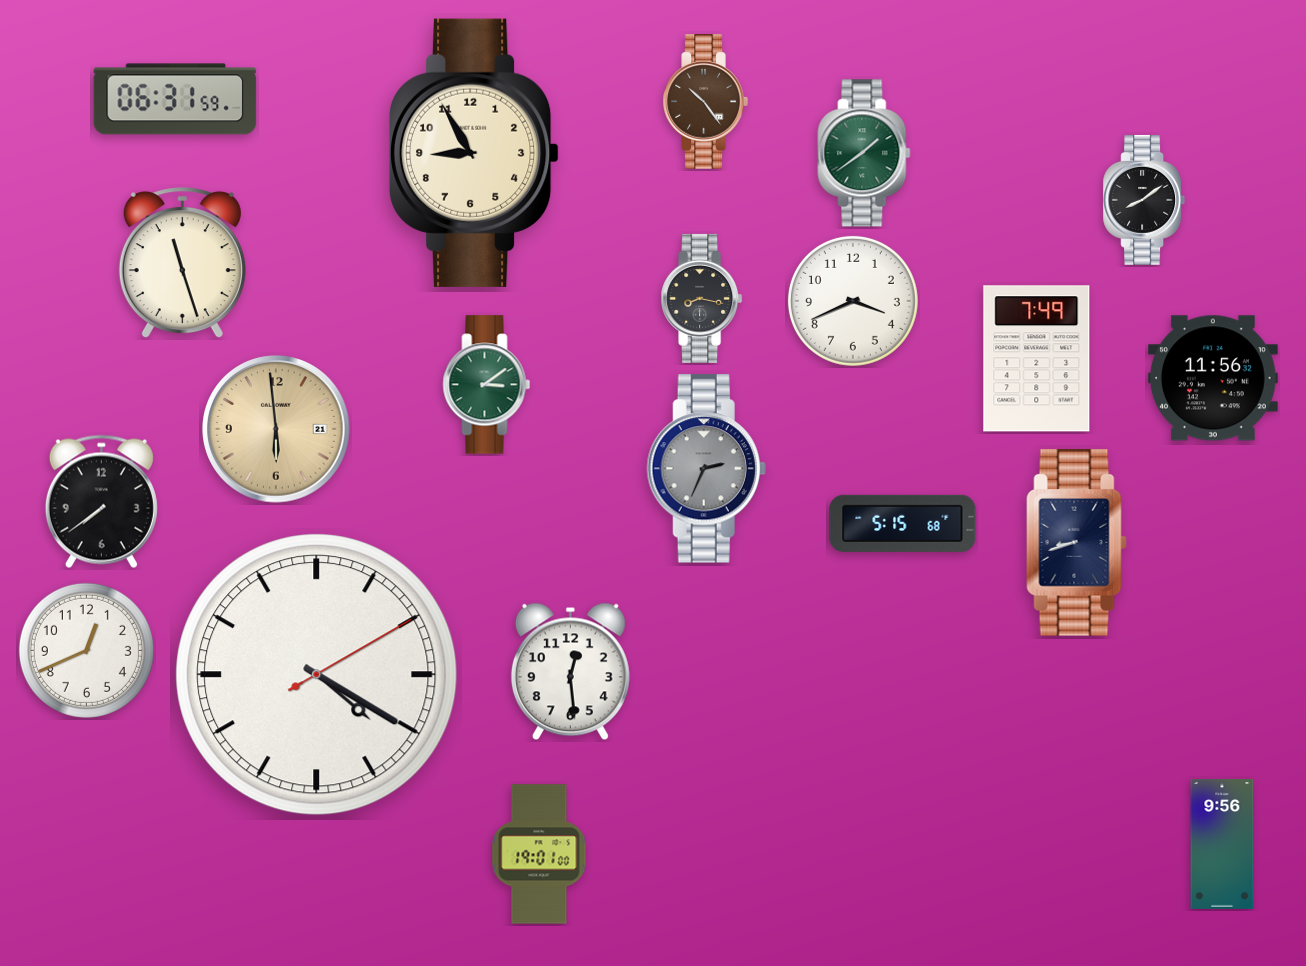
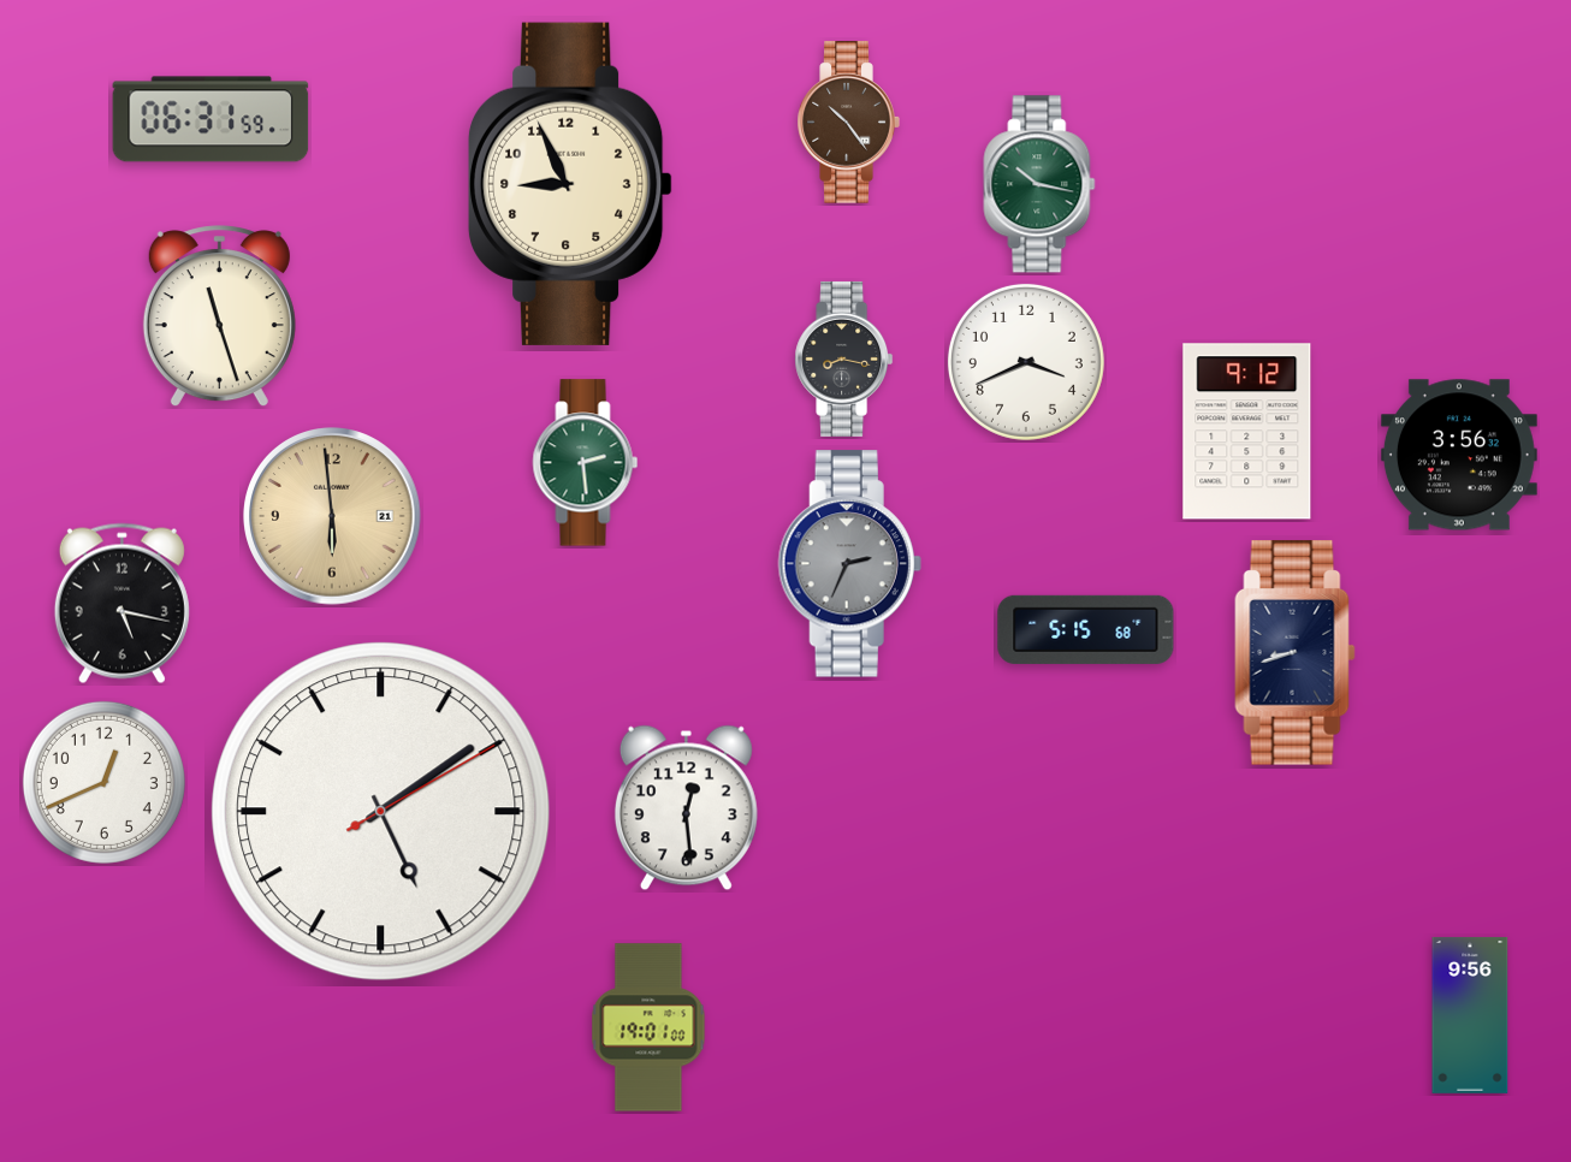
clock at (474, 153): 8:55 -> 8:56
clock at (864, 153): 1:39 -> 10:17
clock at (1144, 200): 8:09 -> none
clock at (1037, 359): 7:49 -> 9:12
clock at (1213, 378): 11:56 -> 3:56
clock at (487, 385): 3:09 -> 2:29
clock at (101, 502): 7:39 -> 5:17
clock at (317, 675): 4:20 -> 5:09
